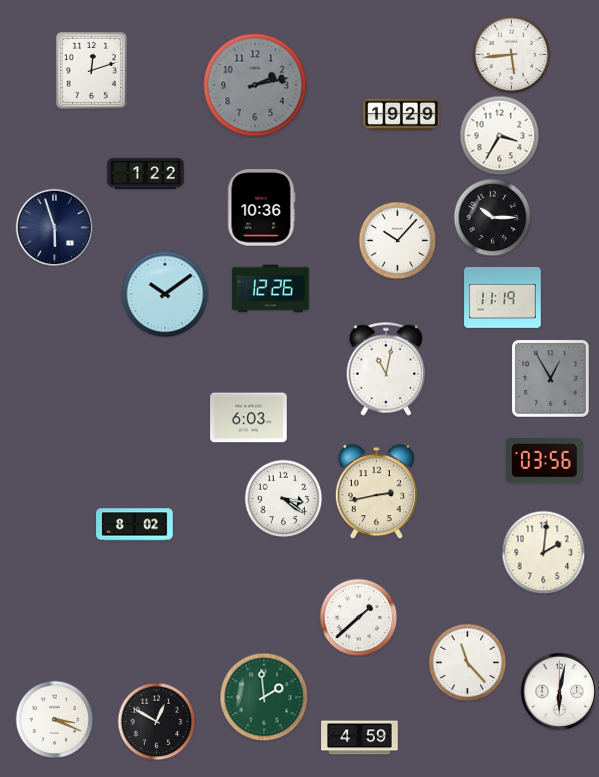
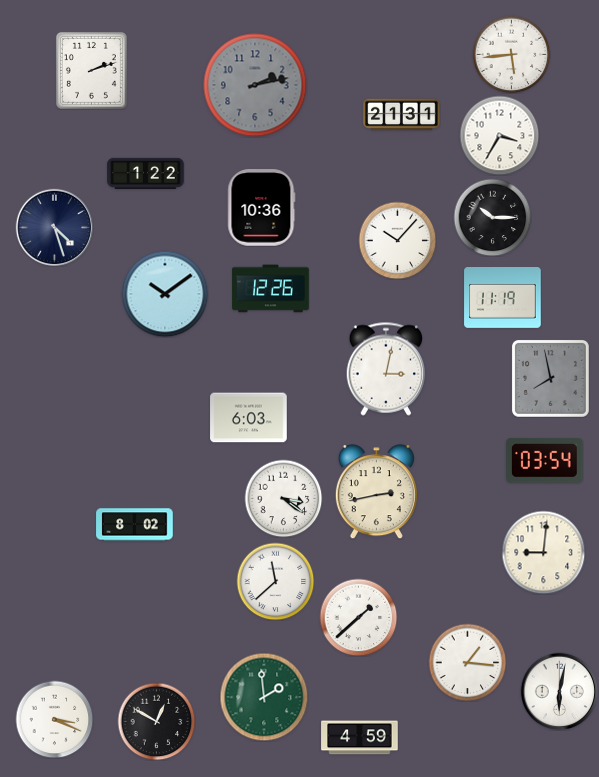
clock at (91, 70): 12:12 -> 2:12
clock at (402, 115): 19:29 -> 21:31
clock at (54, 227): 5:57 -> 4:27
clock at (386, 369): 11:02 -> 3:02
clock at (550, 378): 12:55 -> 7:58
clock at (545, 460): 03:56 -> 03:54
clock at (543, 552): 2:01 -> 9:01
clock at (275, 581): none -> 11:38
clock at (467, 662): 11:23 -> 1:16
